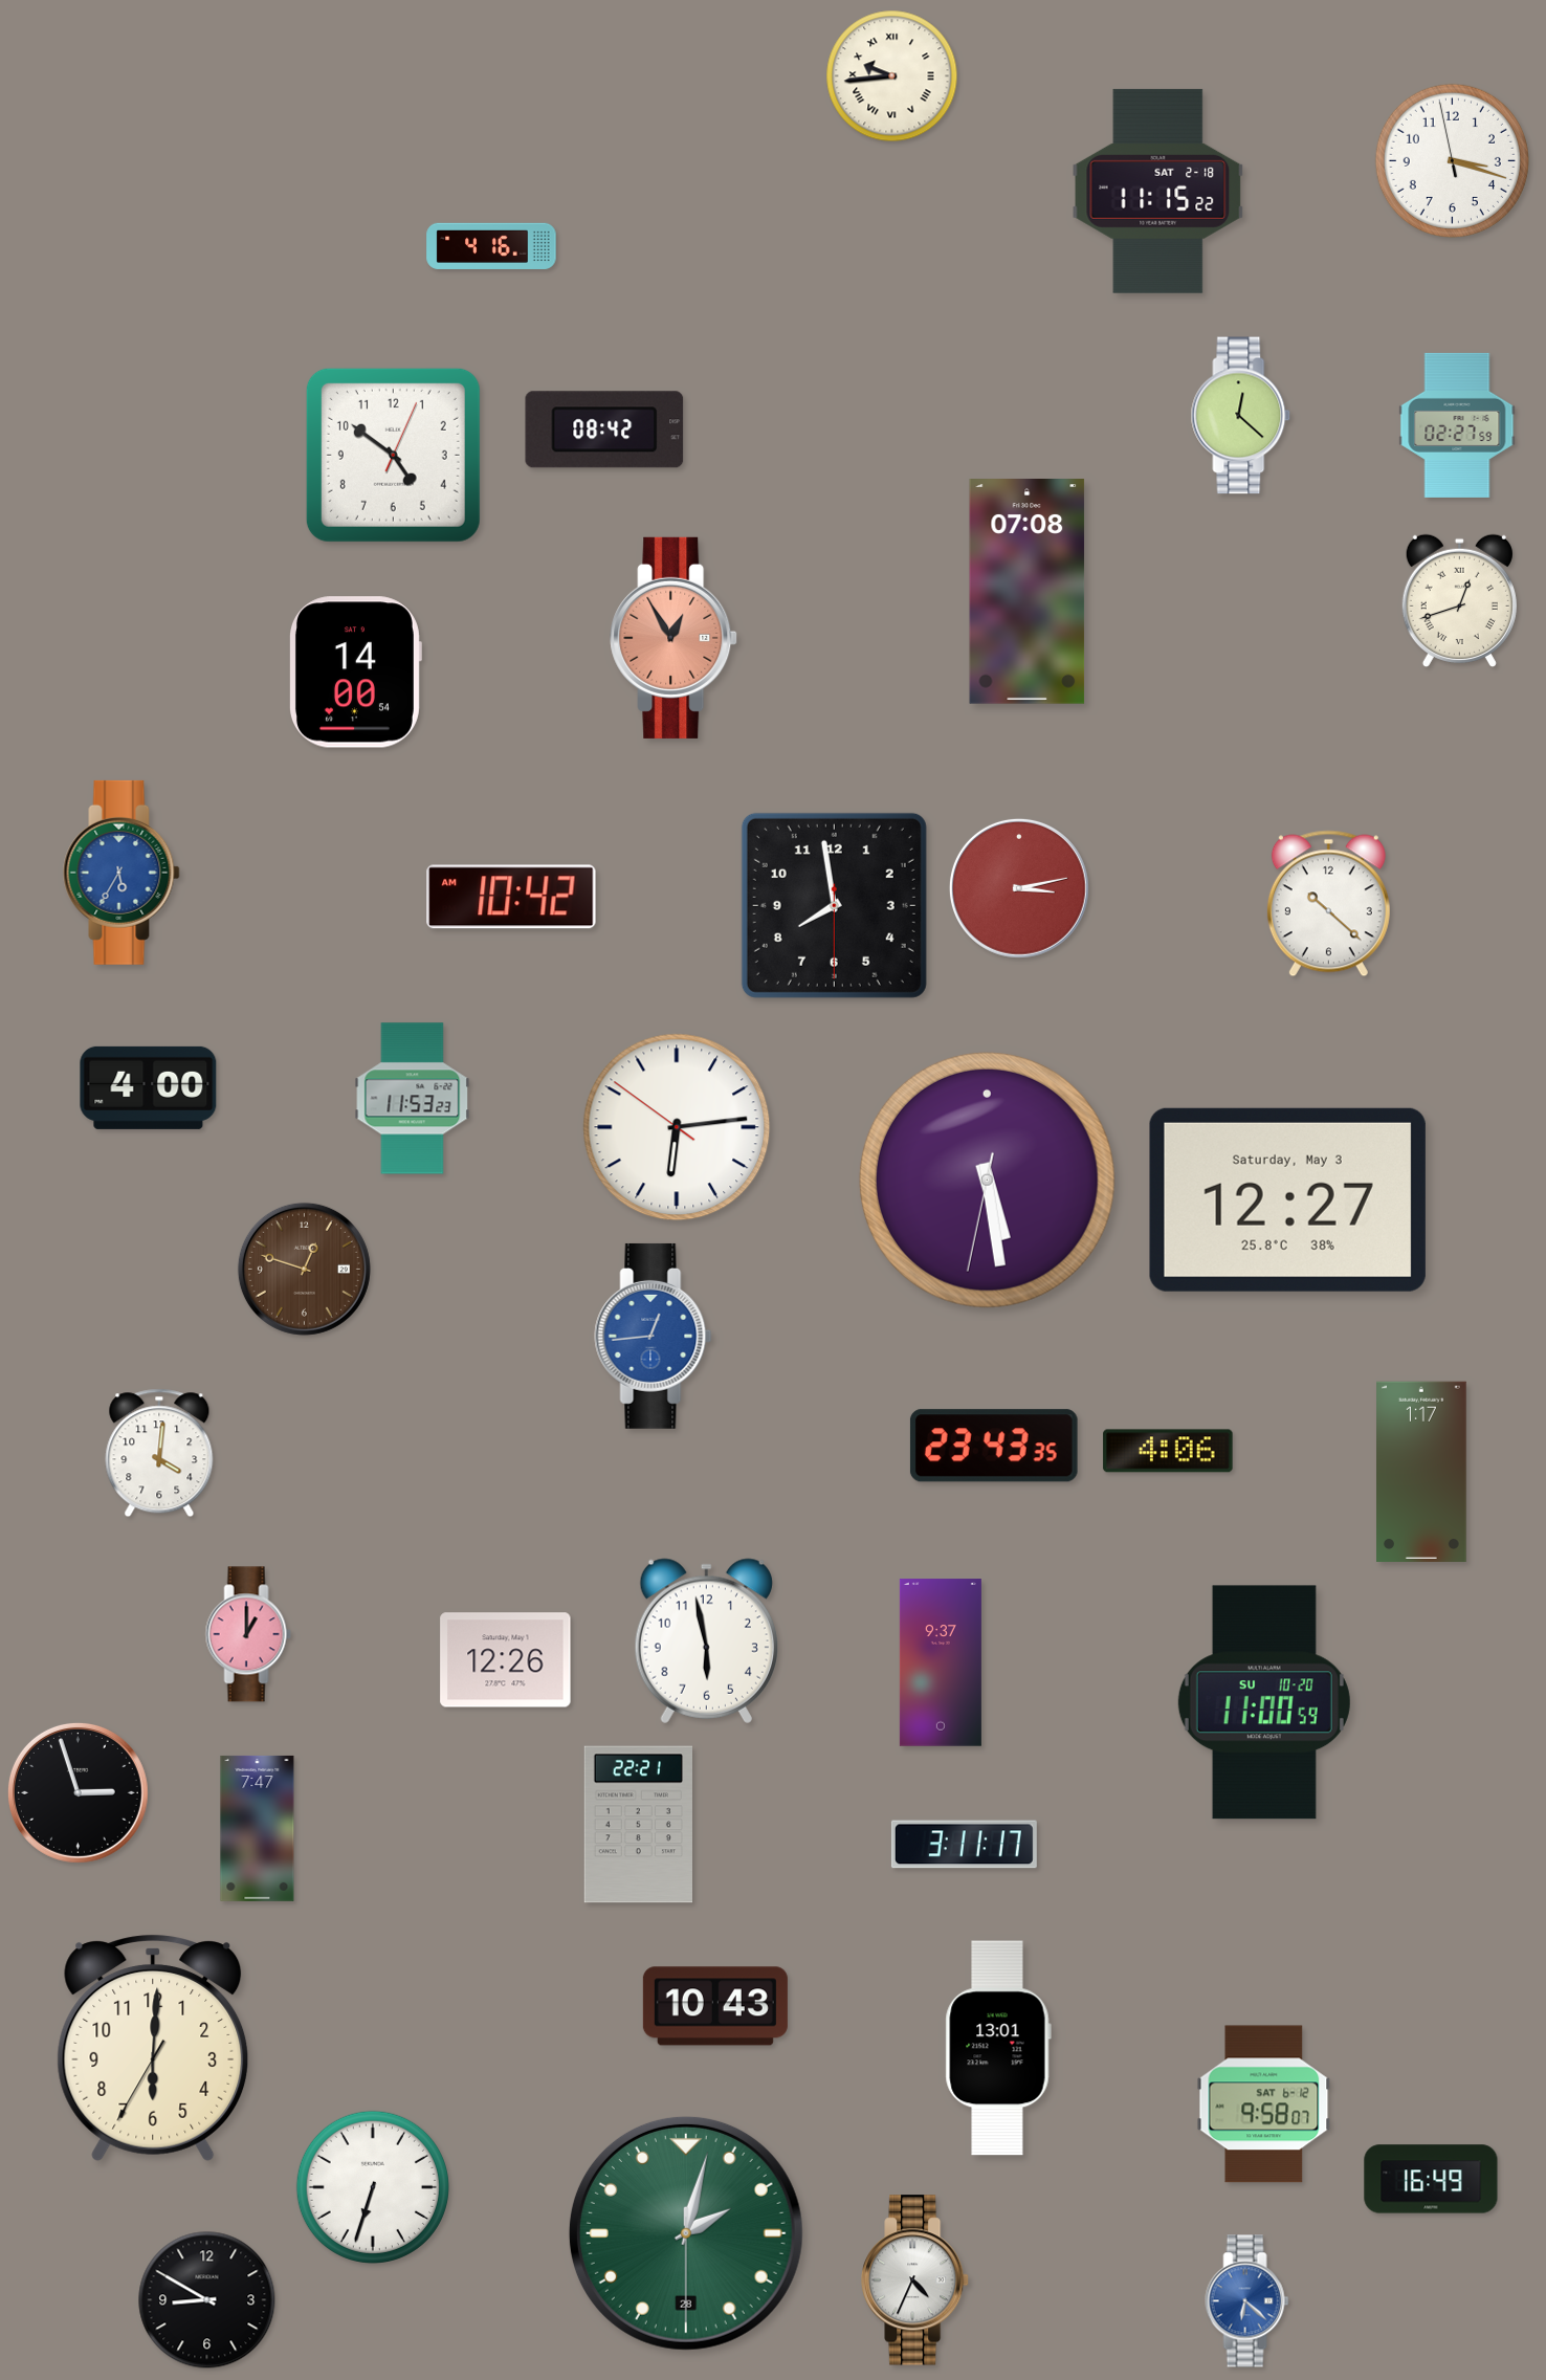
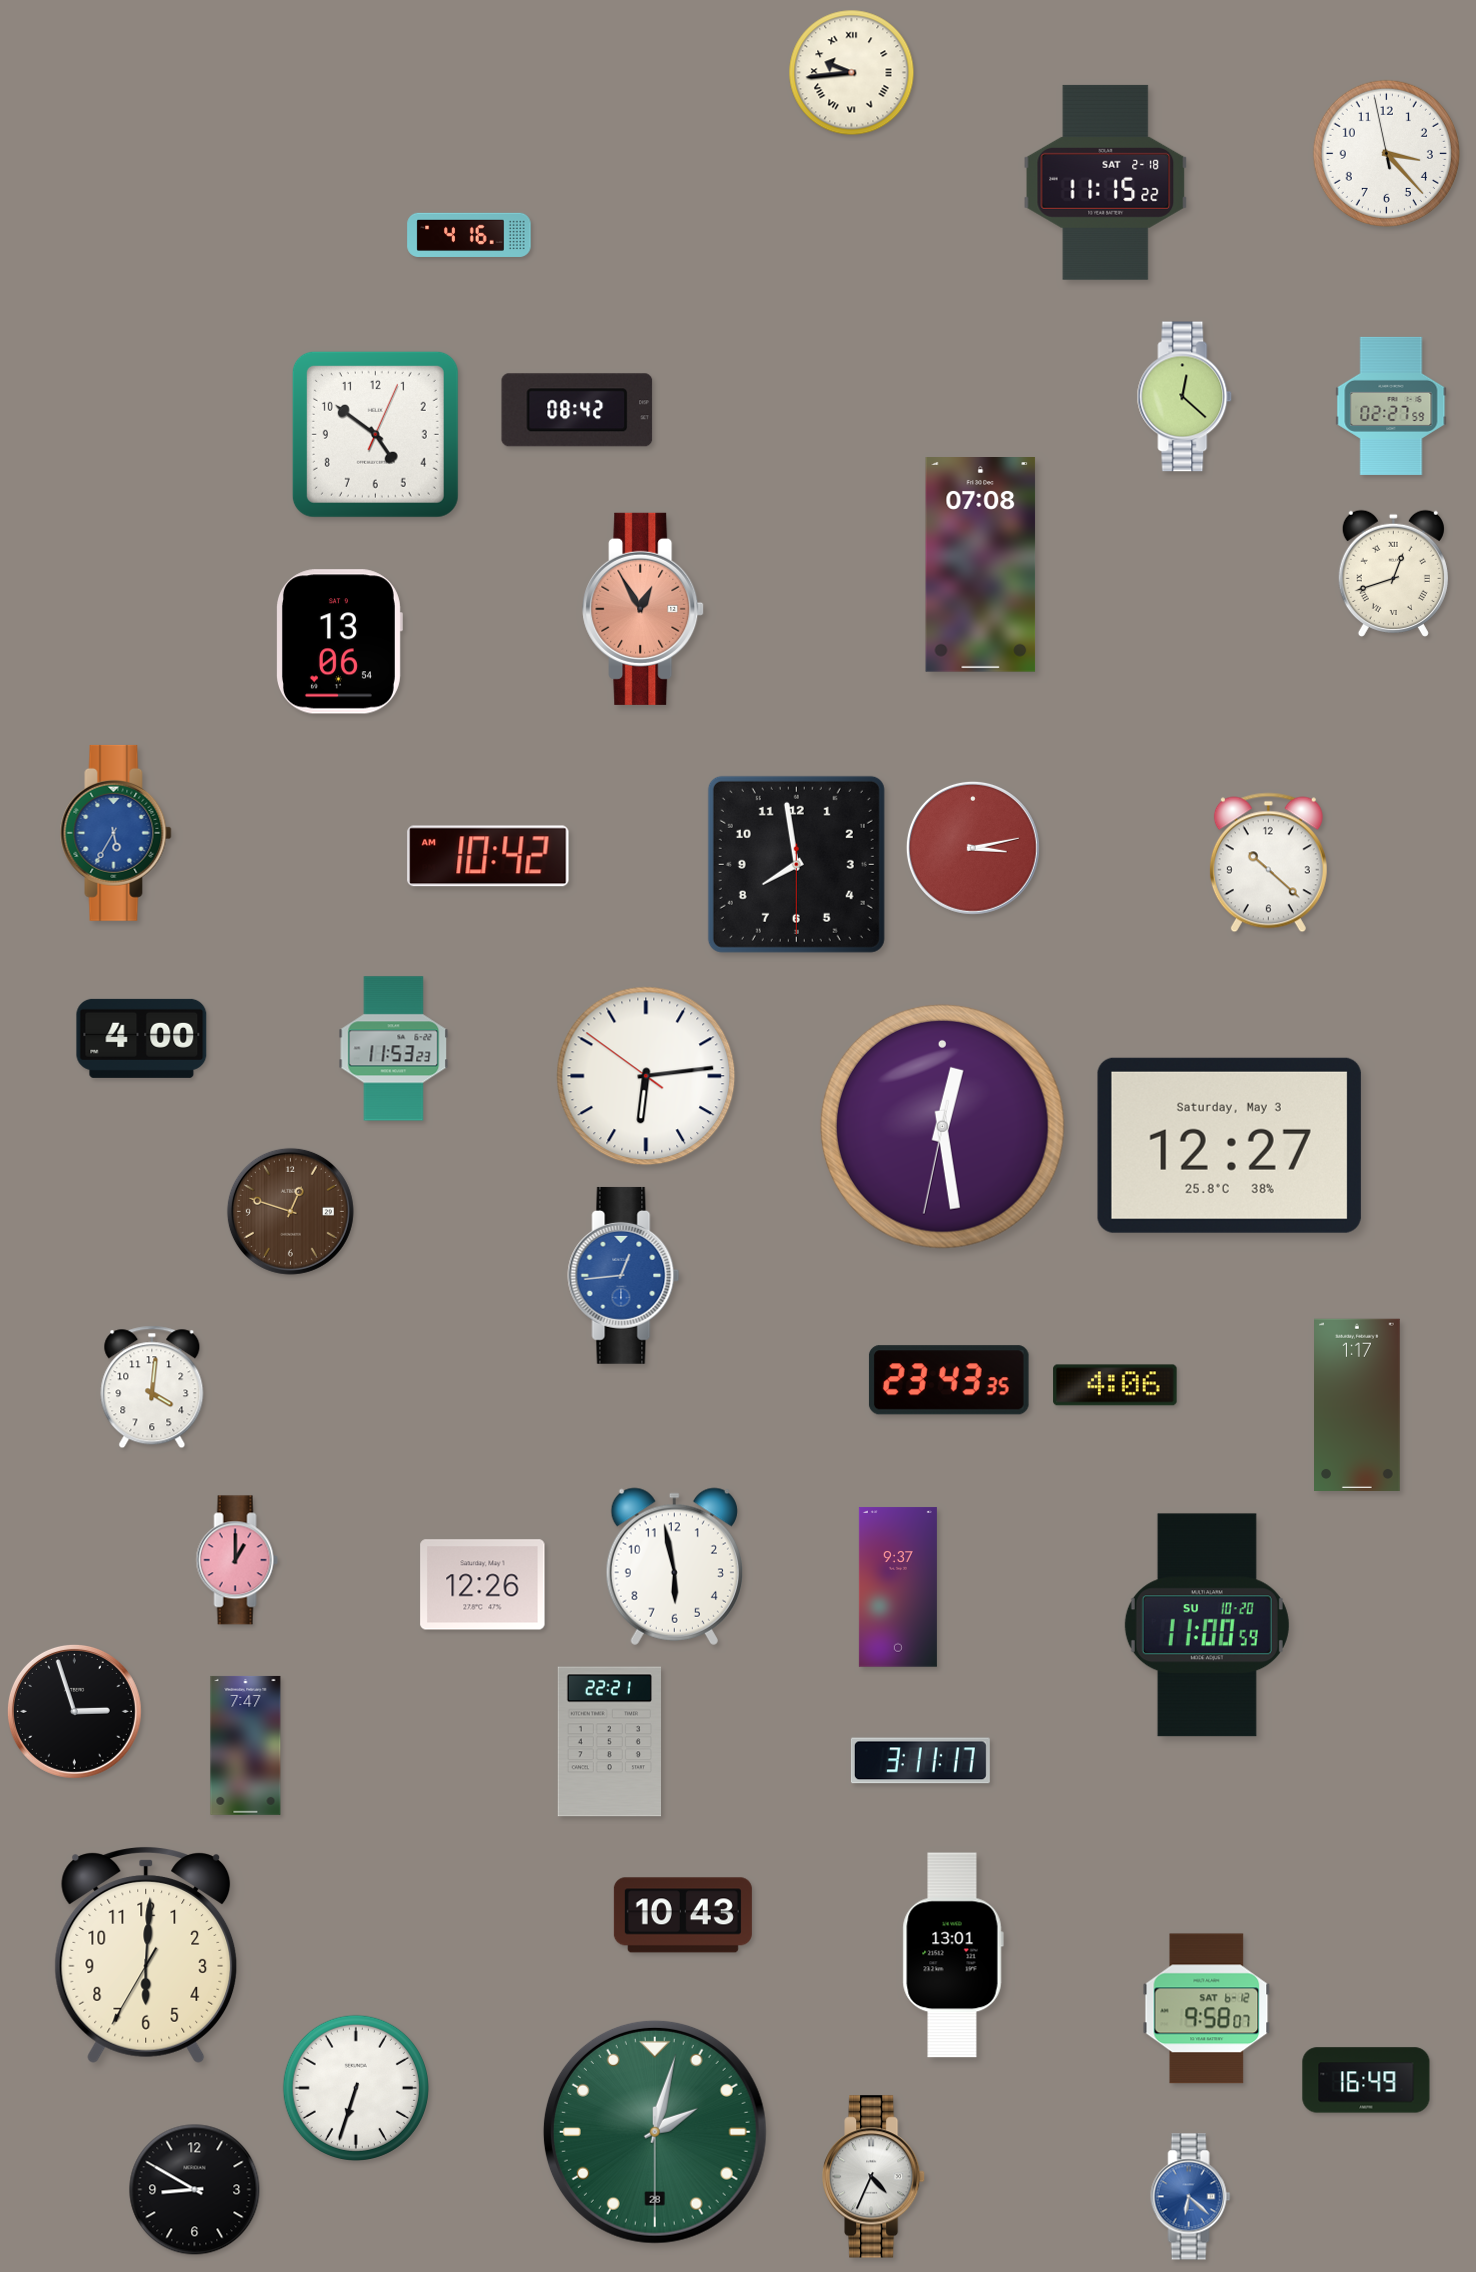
clock at (1452, 160): 3:17 -> 3:22
clock at (356, 673): 14:00 -> 13:06
clock at (987, 1180): 5:28 -> 12:28
clock at (207, 2300) position: (207, 2300) -> (195, 2190)
